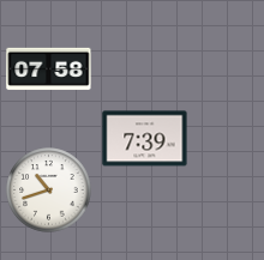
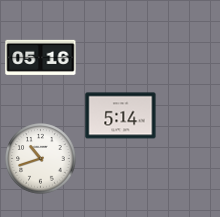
clock at (49, 68): 07:58 -> 05:16
clock at (145, 139): 7:39 -> 5:14
